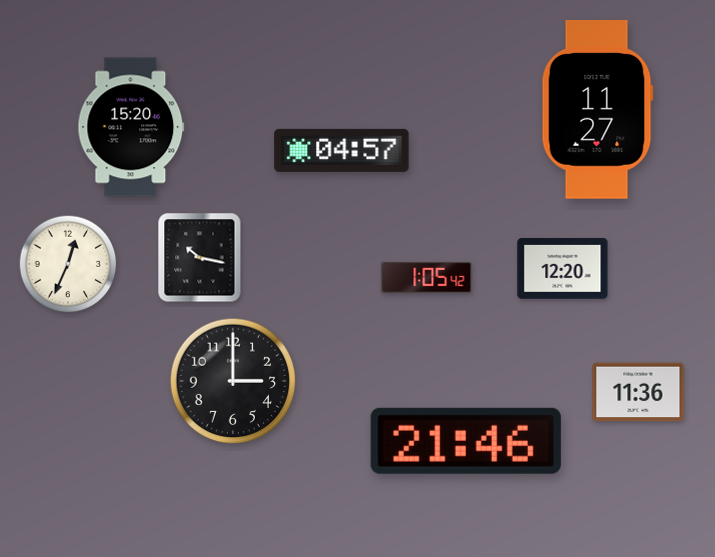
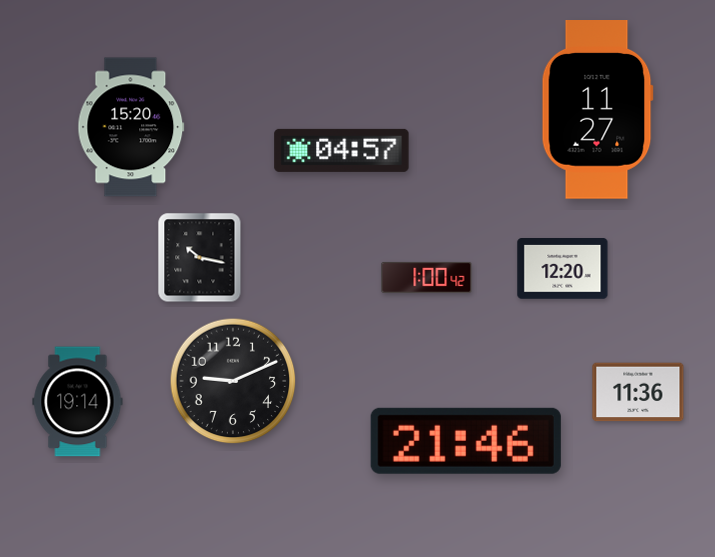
clock at (68, 264): 12:34 -> none
clock at (427, 277): 1:05 -> 1:00
clock at (233, 381): 3:00 -> 9:11
clock at (78, 402): none -> 19:14
